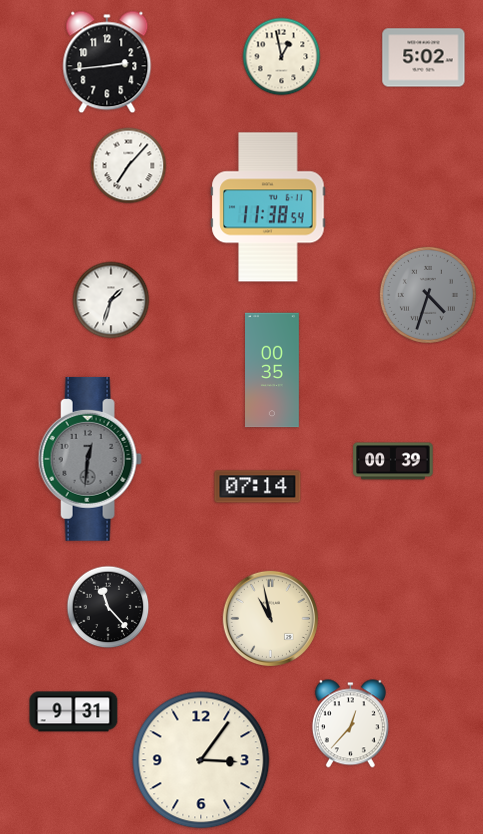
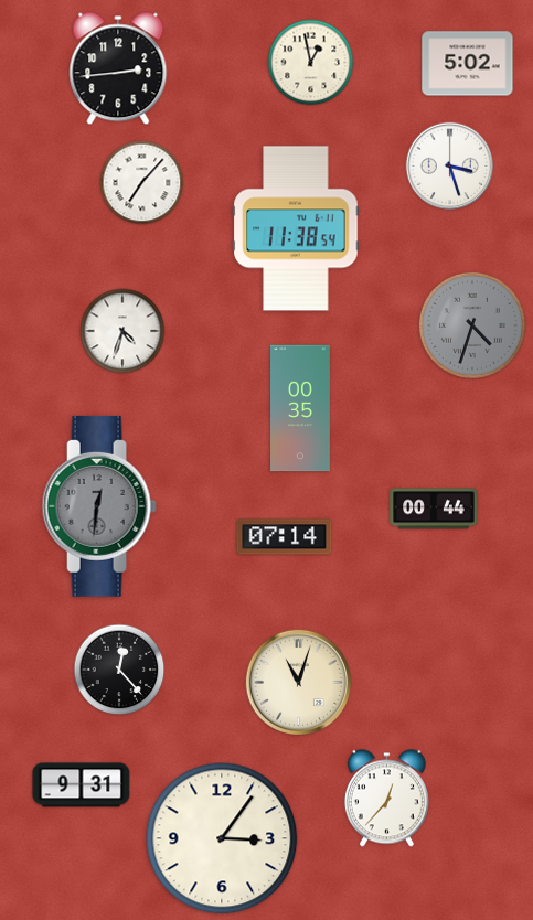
clock at (450, 167): none -> 3:27
clock at (111, 300): 1:33 -> 4:33
clock at (393, 461): 00:39 -> 00:44
clock at (108, 607): 11:23 -> 12:23
clock at (270, 618): 10:58 -> 11:03
